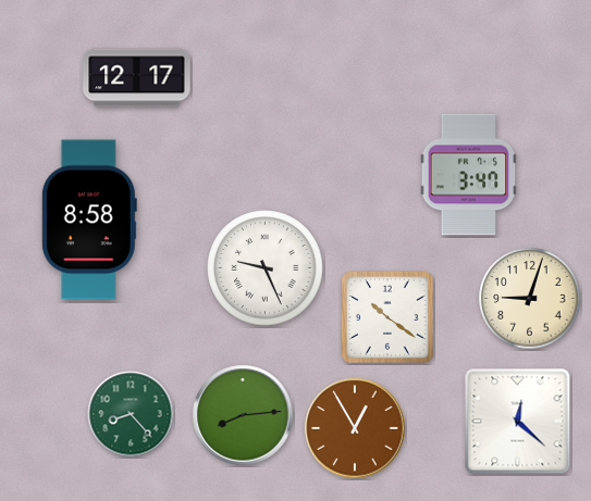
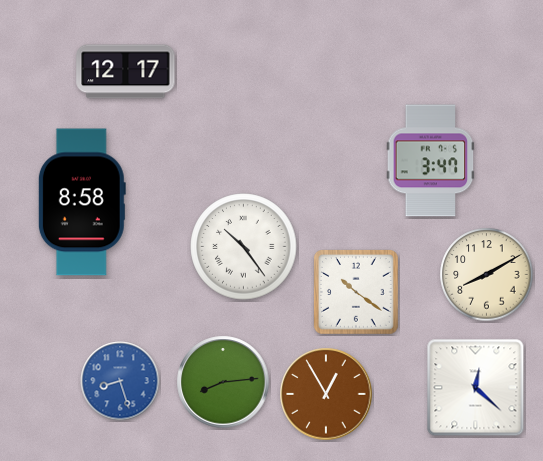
clock at (266, 268): 9:26 -> 10:24
clock at (530, 299): 9:03 -> 8:10
clock at (131, 414): 8:23 -> 8:27
clock at (131, 414) dial: green -> blue
